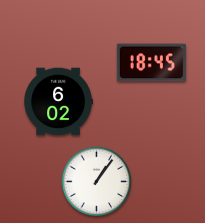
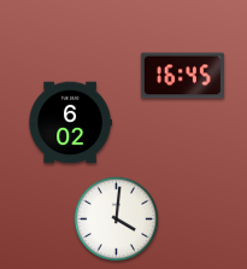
clock at (151, 63): 18:45 -> 16:45
clock at (97, 182): 1:06 -> 4:01
